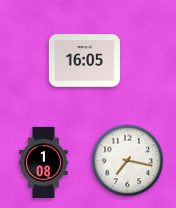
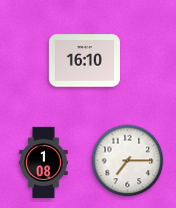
clock at (84, 61): 16:05 -> 16:10
clock at (128, 161): 7:17 -> 7:15
